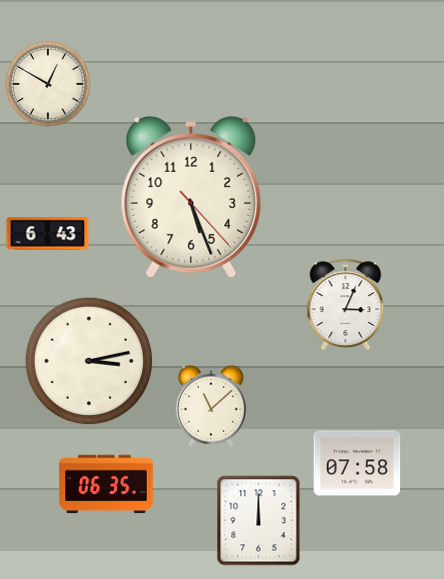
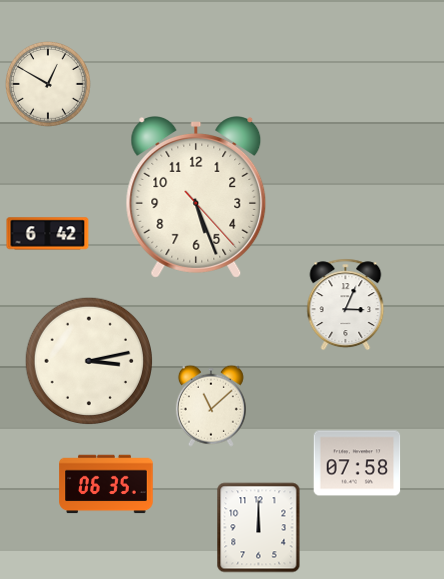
clock at (191, 198) position: (191, 198) -> (196, 198)
clock at (48, 234): 6:43 -> 6:42
clock at (259, 521) position: (259, 521) -> (259, 528)
